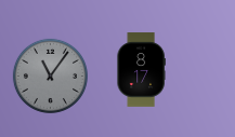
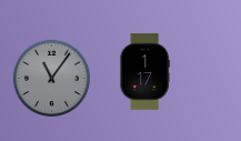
clock at (141, 70): 8:17 -> 1:17
